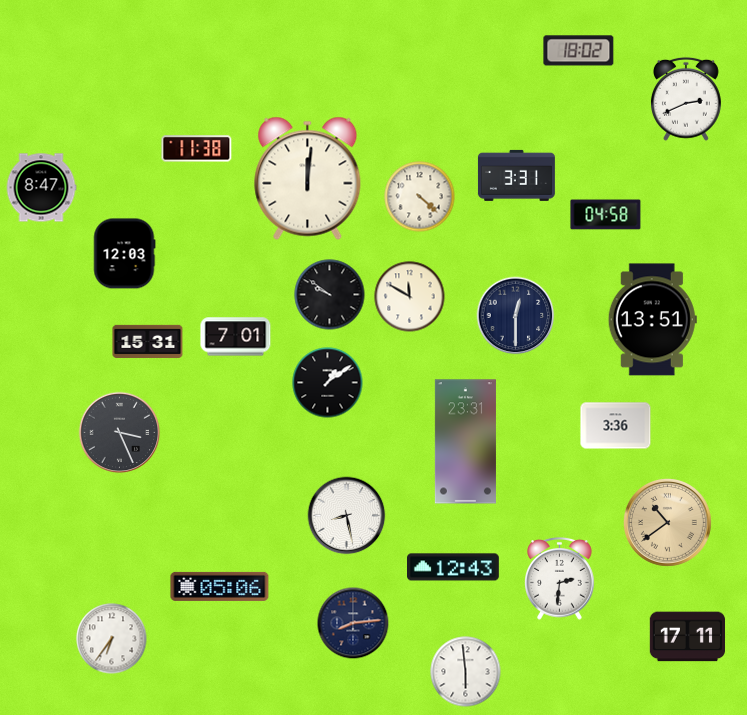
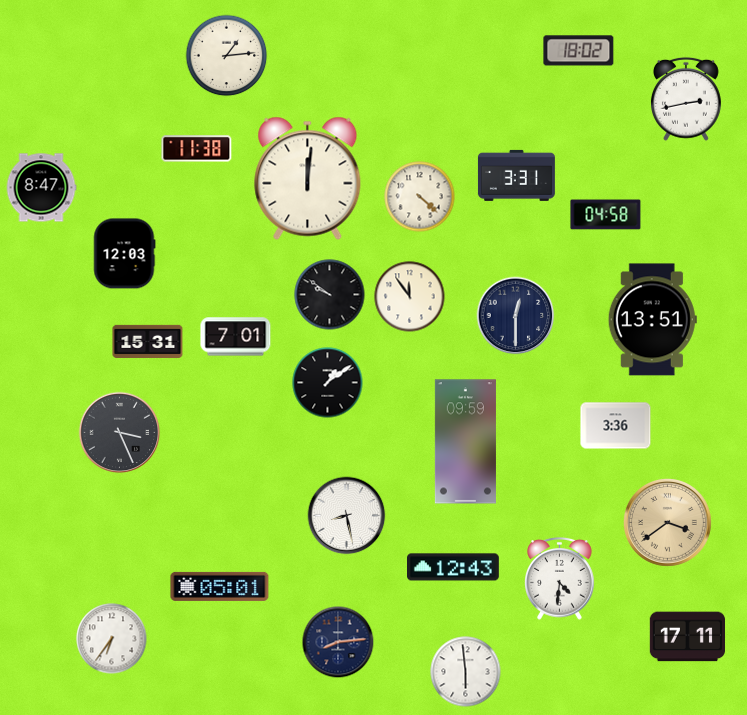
clock at (227, 56): none -> 1:14
clock at (686, 99): 2:41 -> 2:43
clock at (410, 297): 11:50 -> 11:54
clock at (465, 442): 23:31 -> 09:59
clock at (667, 522): 10:39 -> 3:39
clock at (560, 578): 2:31 -> 4:31
clock at (220, 586): 05:06 -> 05:01
clock at (353, 623) position: (353, 623) -> (338, 642)
